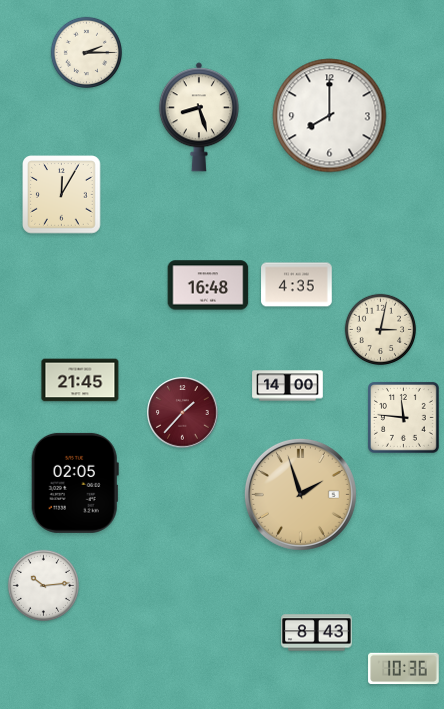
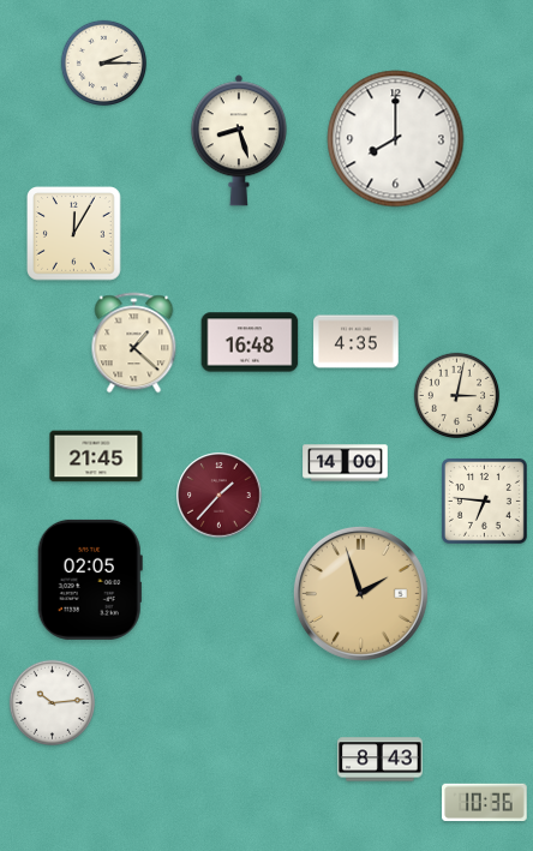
clock at (134, 343): none -> 1:22
clock at (403, 417): 11:46 -> 6:46
